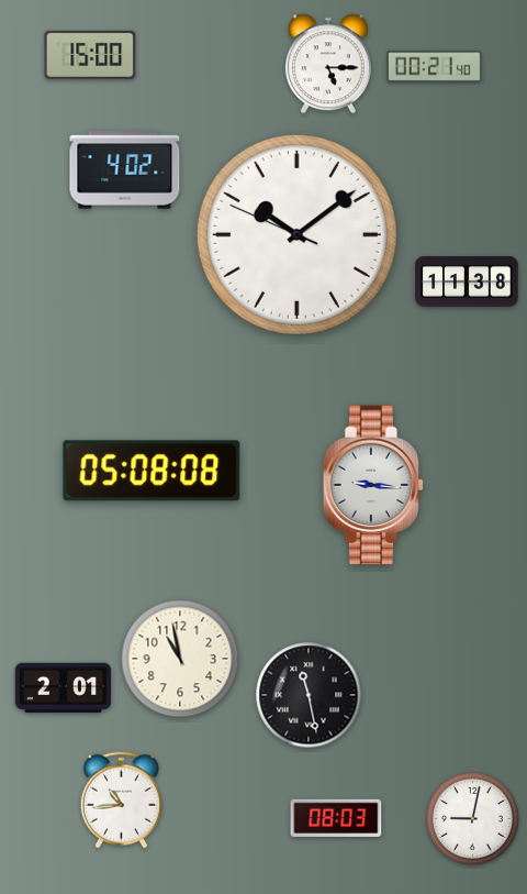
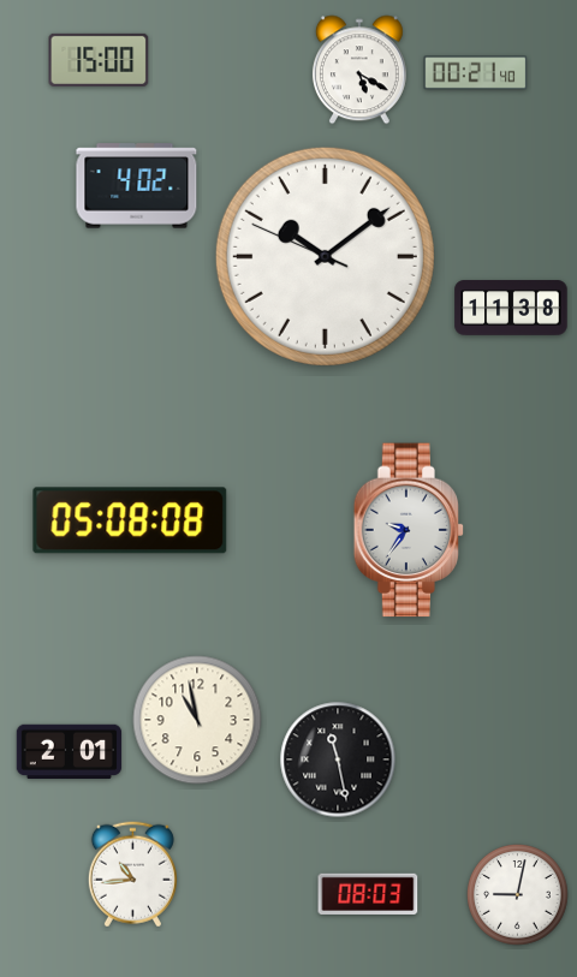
clock at (328, 64): 5:15 -> 5:20
clock at (152, 471) position: (152, 471) -> (130, 520)
clock at (373, 485): 9:16 -> 9:36
